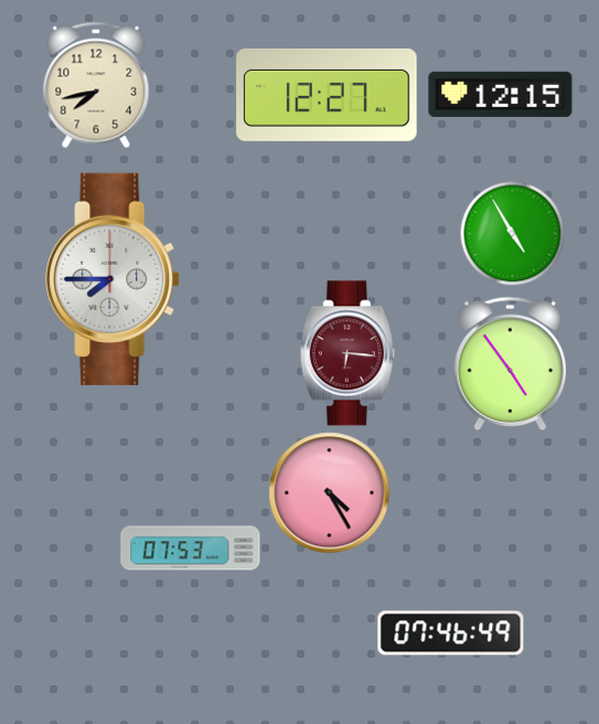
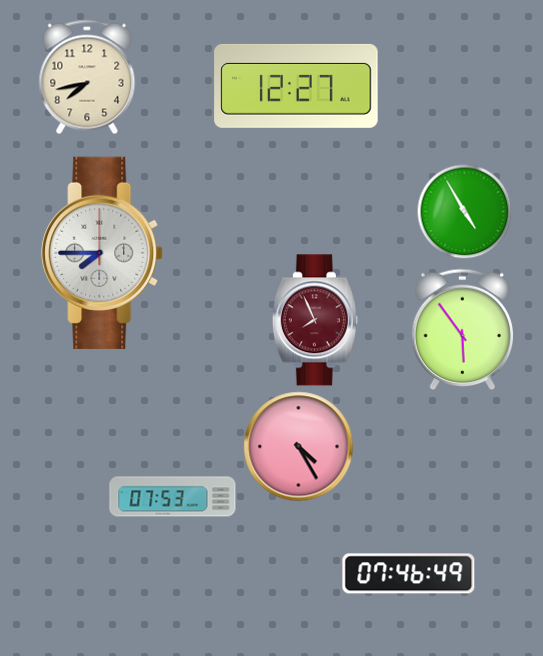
clock at (501, 94): 12:15 -> none
clock at (347, 353): 6:16 -> 7:56
clock at (511, 364): 4:54 -> 5:54
